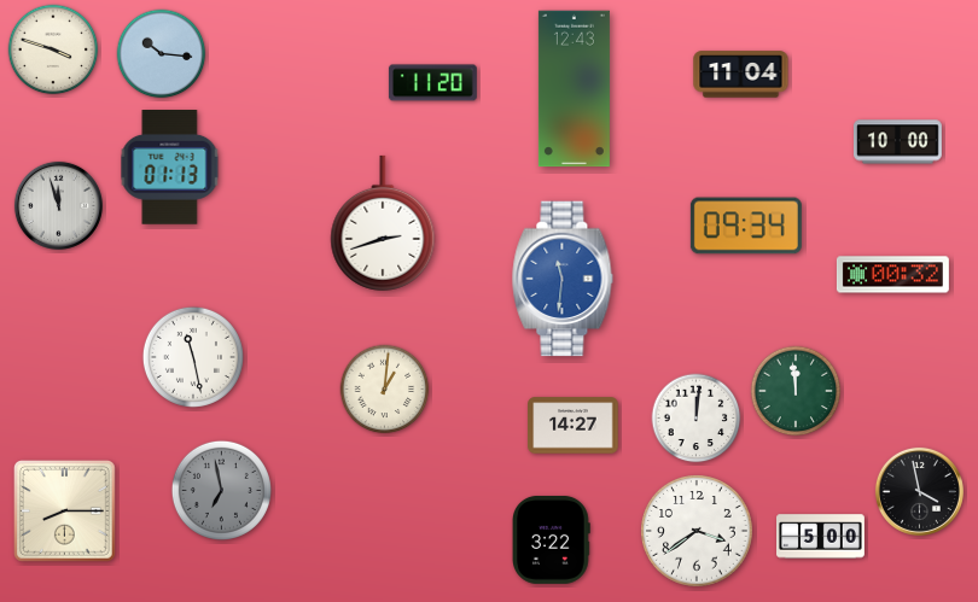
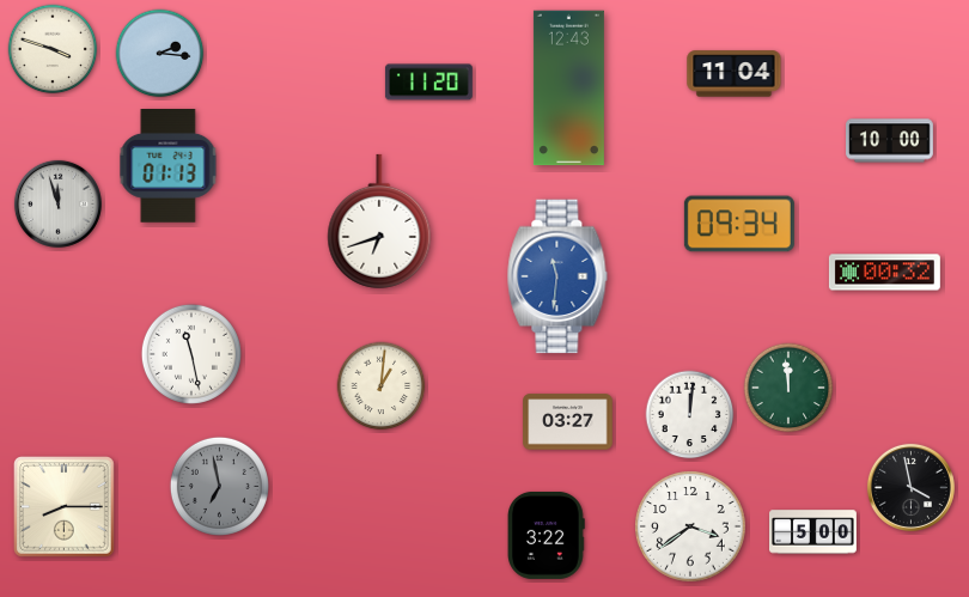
clock at (162, 54): 10:16 -> 2:16
clock at (383, 223): 2:42 -> 6:42
clock at (574, 426): 14:27 -> 03:27
